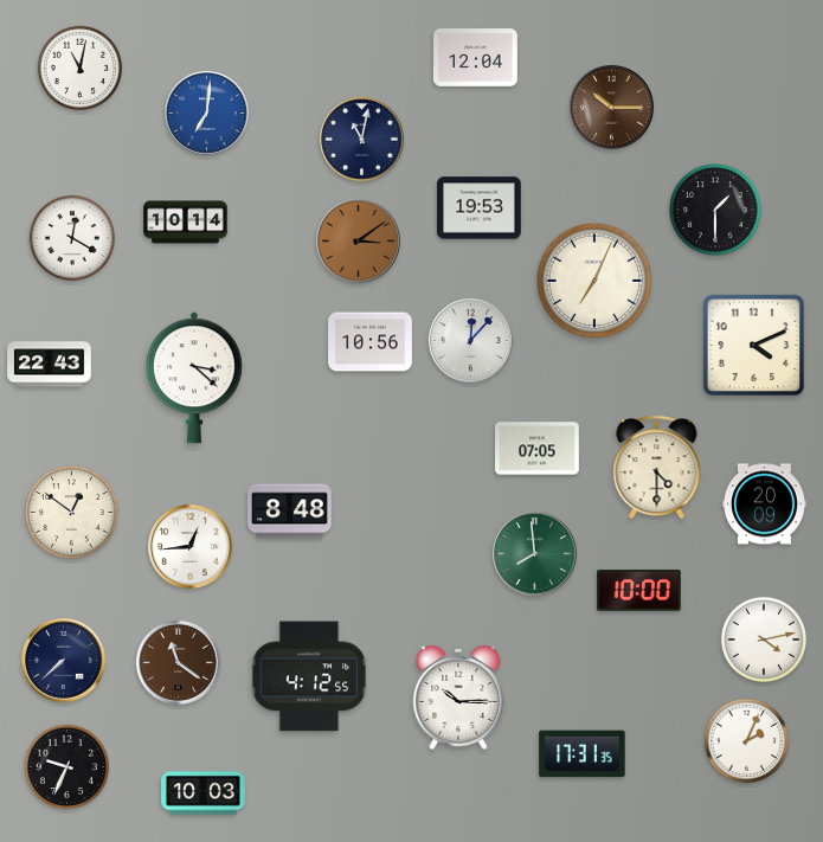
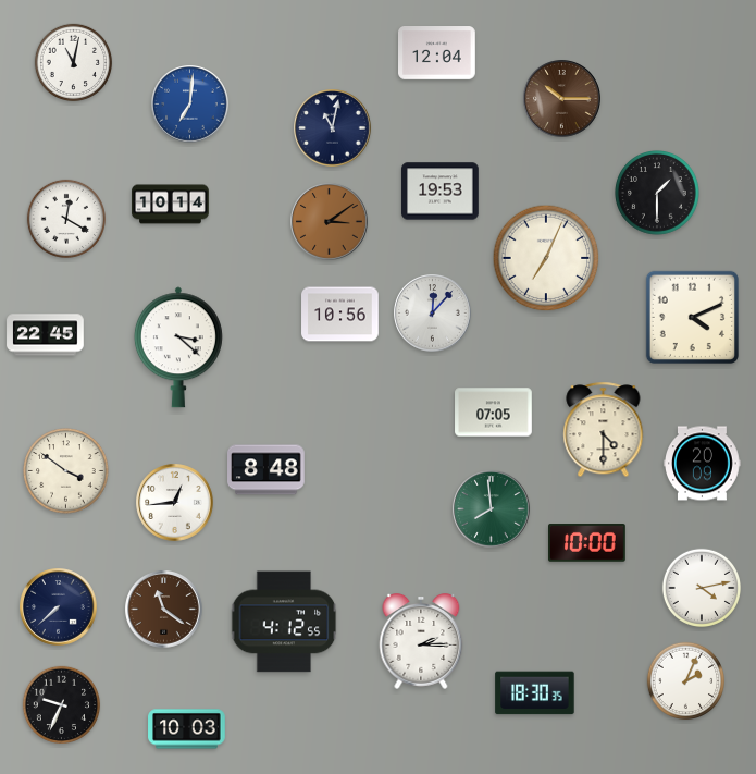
clock at (50, 365): 22:43 -> 22:45
clock at (72, 513): 12:51 -> 3:51
clock at (458, 698): 10:15 -> 2:15
clock at (583, 754): 17:31 -> 18:30
